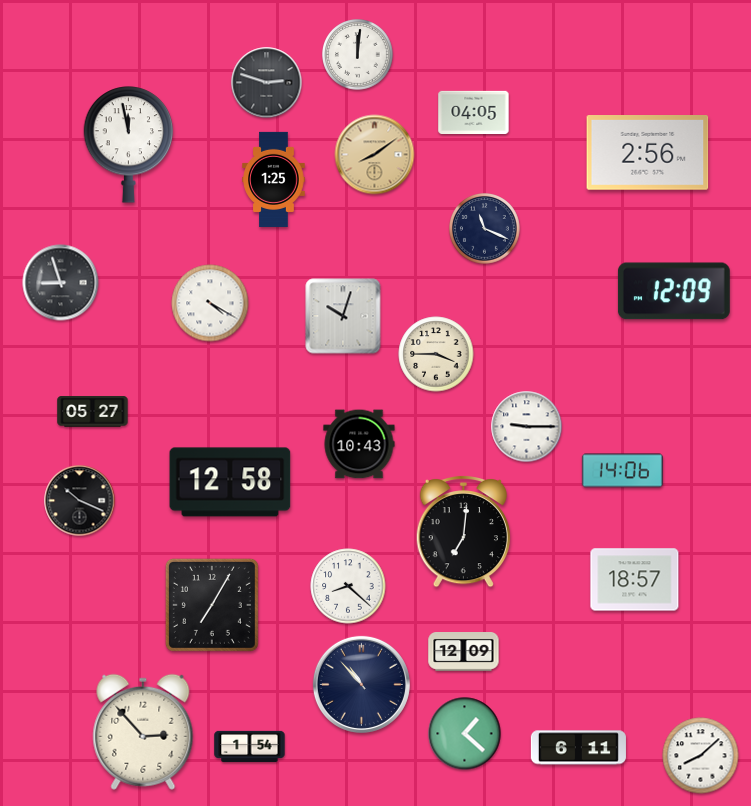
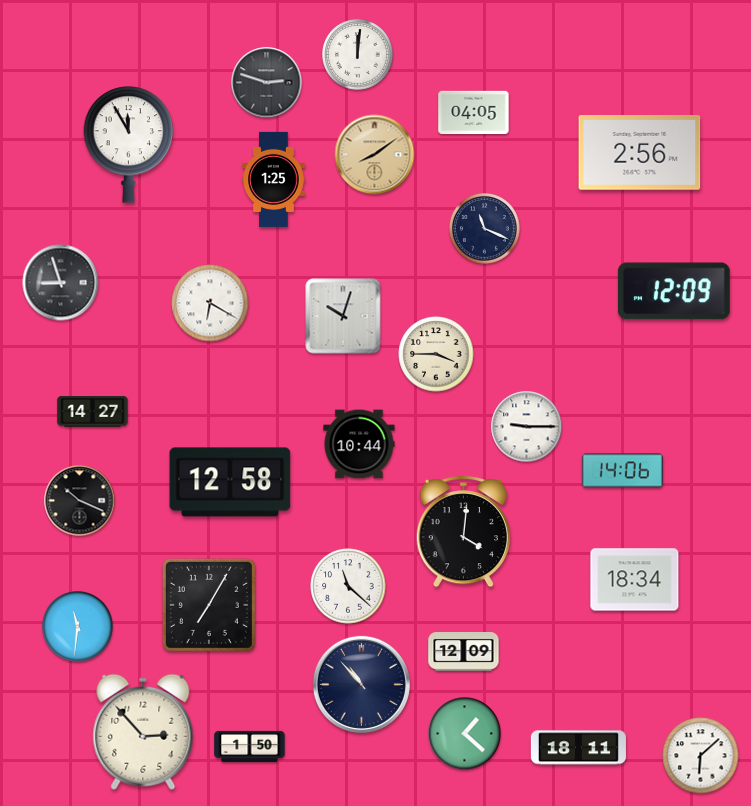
clock at (129, 145): 11:58 -> 11:55
clock at (648, 153) position: (648, 153) -> (640, 153)
clock at (210, 303): 4:20 -> 6:20
clock at (93, 412): 05:27 -> 14:27
clock at (359, 444): 10:43 -> 10:44
clock at (463, 531): 7:01 -> 4:01
clock at (635, 580): 18:57 -> 18:34
clock at (348, 586): 8:22 -> 11:22
clock at (212, 605) position: (212, 605) -> (209, 605)
clock at (78, 627): none -> 11:31
clock at (250, 746): 1:54 -> 1:50
clock at (578, 748): 6:11 -> 18:11
clock at (701, 756): 8:08 -> 6:08
